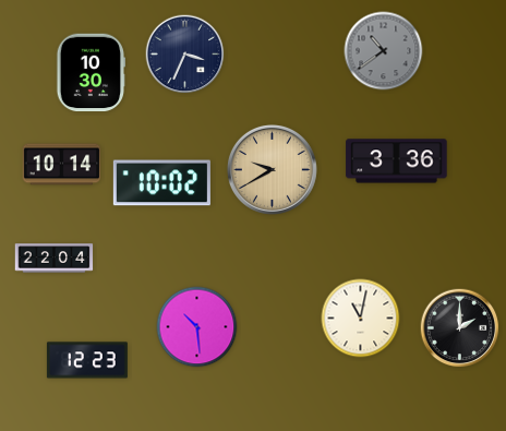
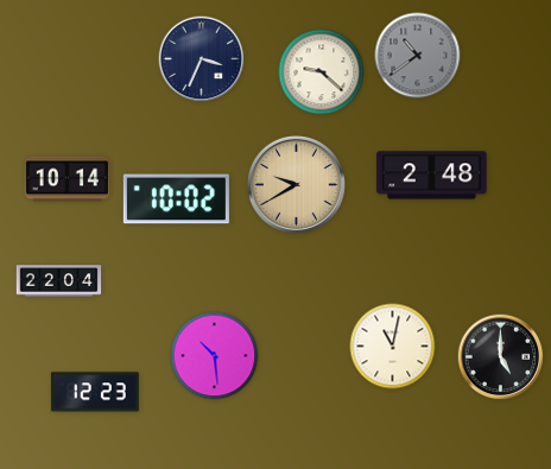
clock at (322, 72): none -> 9:22
clock at (91, 73): 10:30 -> none
clock at (397, 161): 3:36 -> 2:48
clock at (460, 328): 2:00 -> 5:00
